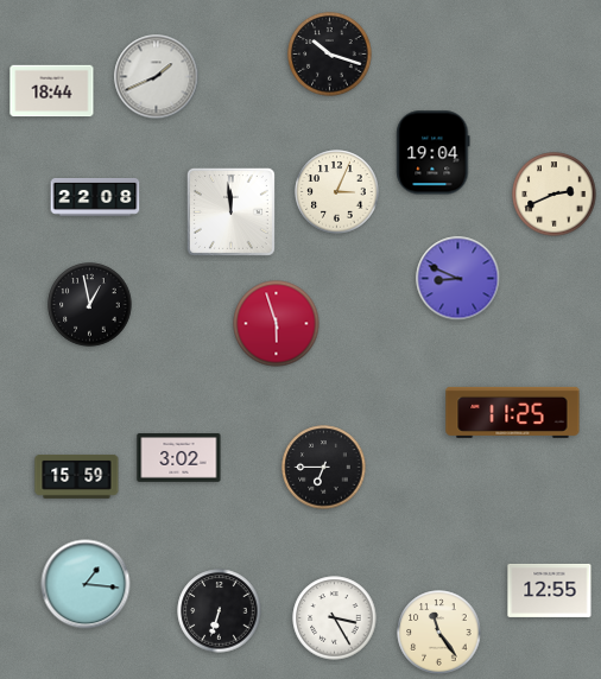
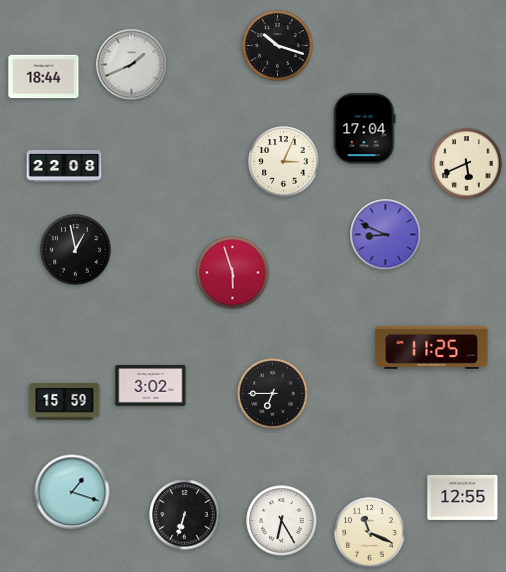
clock at (434, 153): 19:04 -> 17:04
clock at (555, 195): 2:41 -> 5:41
clock at (95, 198) position: (95, 198) -> (64, 167)
clock at (230, 211): 11:59 -> none
clock at (90, 305) position: (90, 305) -> (76, 250)
clock at (86, 584): 1:16 -> 1:18
clock at (335, 618): 3:25 -> 6:25
clock at (439, 633): 11:24 -> 11:19
